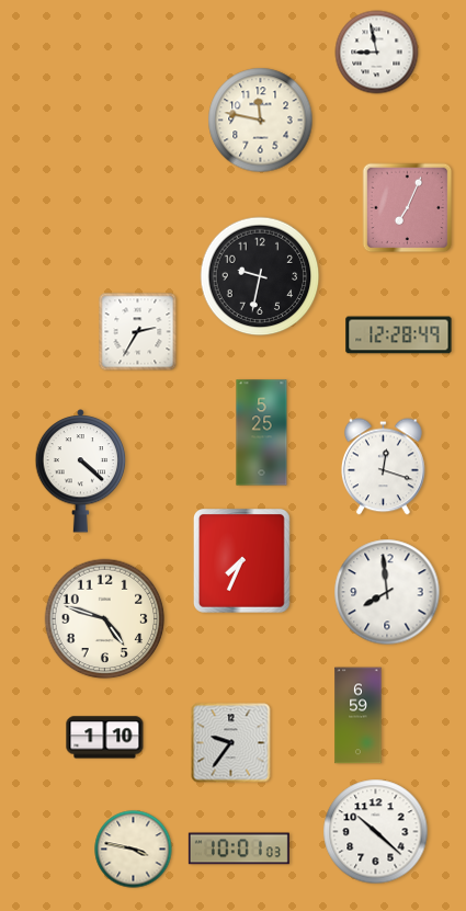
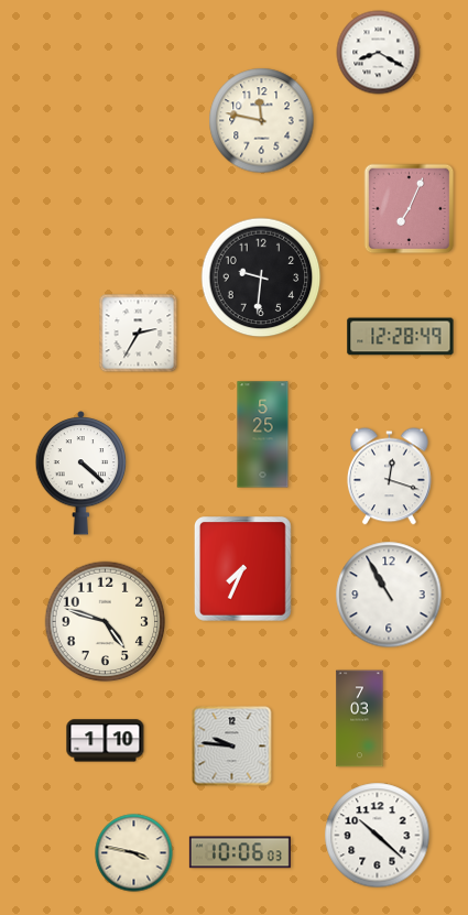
clock at (377, 53): 8:58 -> 8:20
clock at (260, 276): 9:32 -> 9:31
clock at (384, 467) position: (384, 467) -> (390, 477)
clock at (242, 561) position: (242, 561) -> (243, 569)
clock at (387, 592): 7:59 -> 10:55
clock at (359, 716): 6:59 -> 7:03
clock at (231, 743): 9:36 -> 9:46
clock at (239, 849): 10:01 -> 10:06
